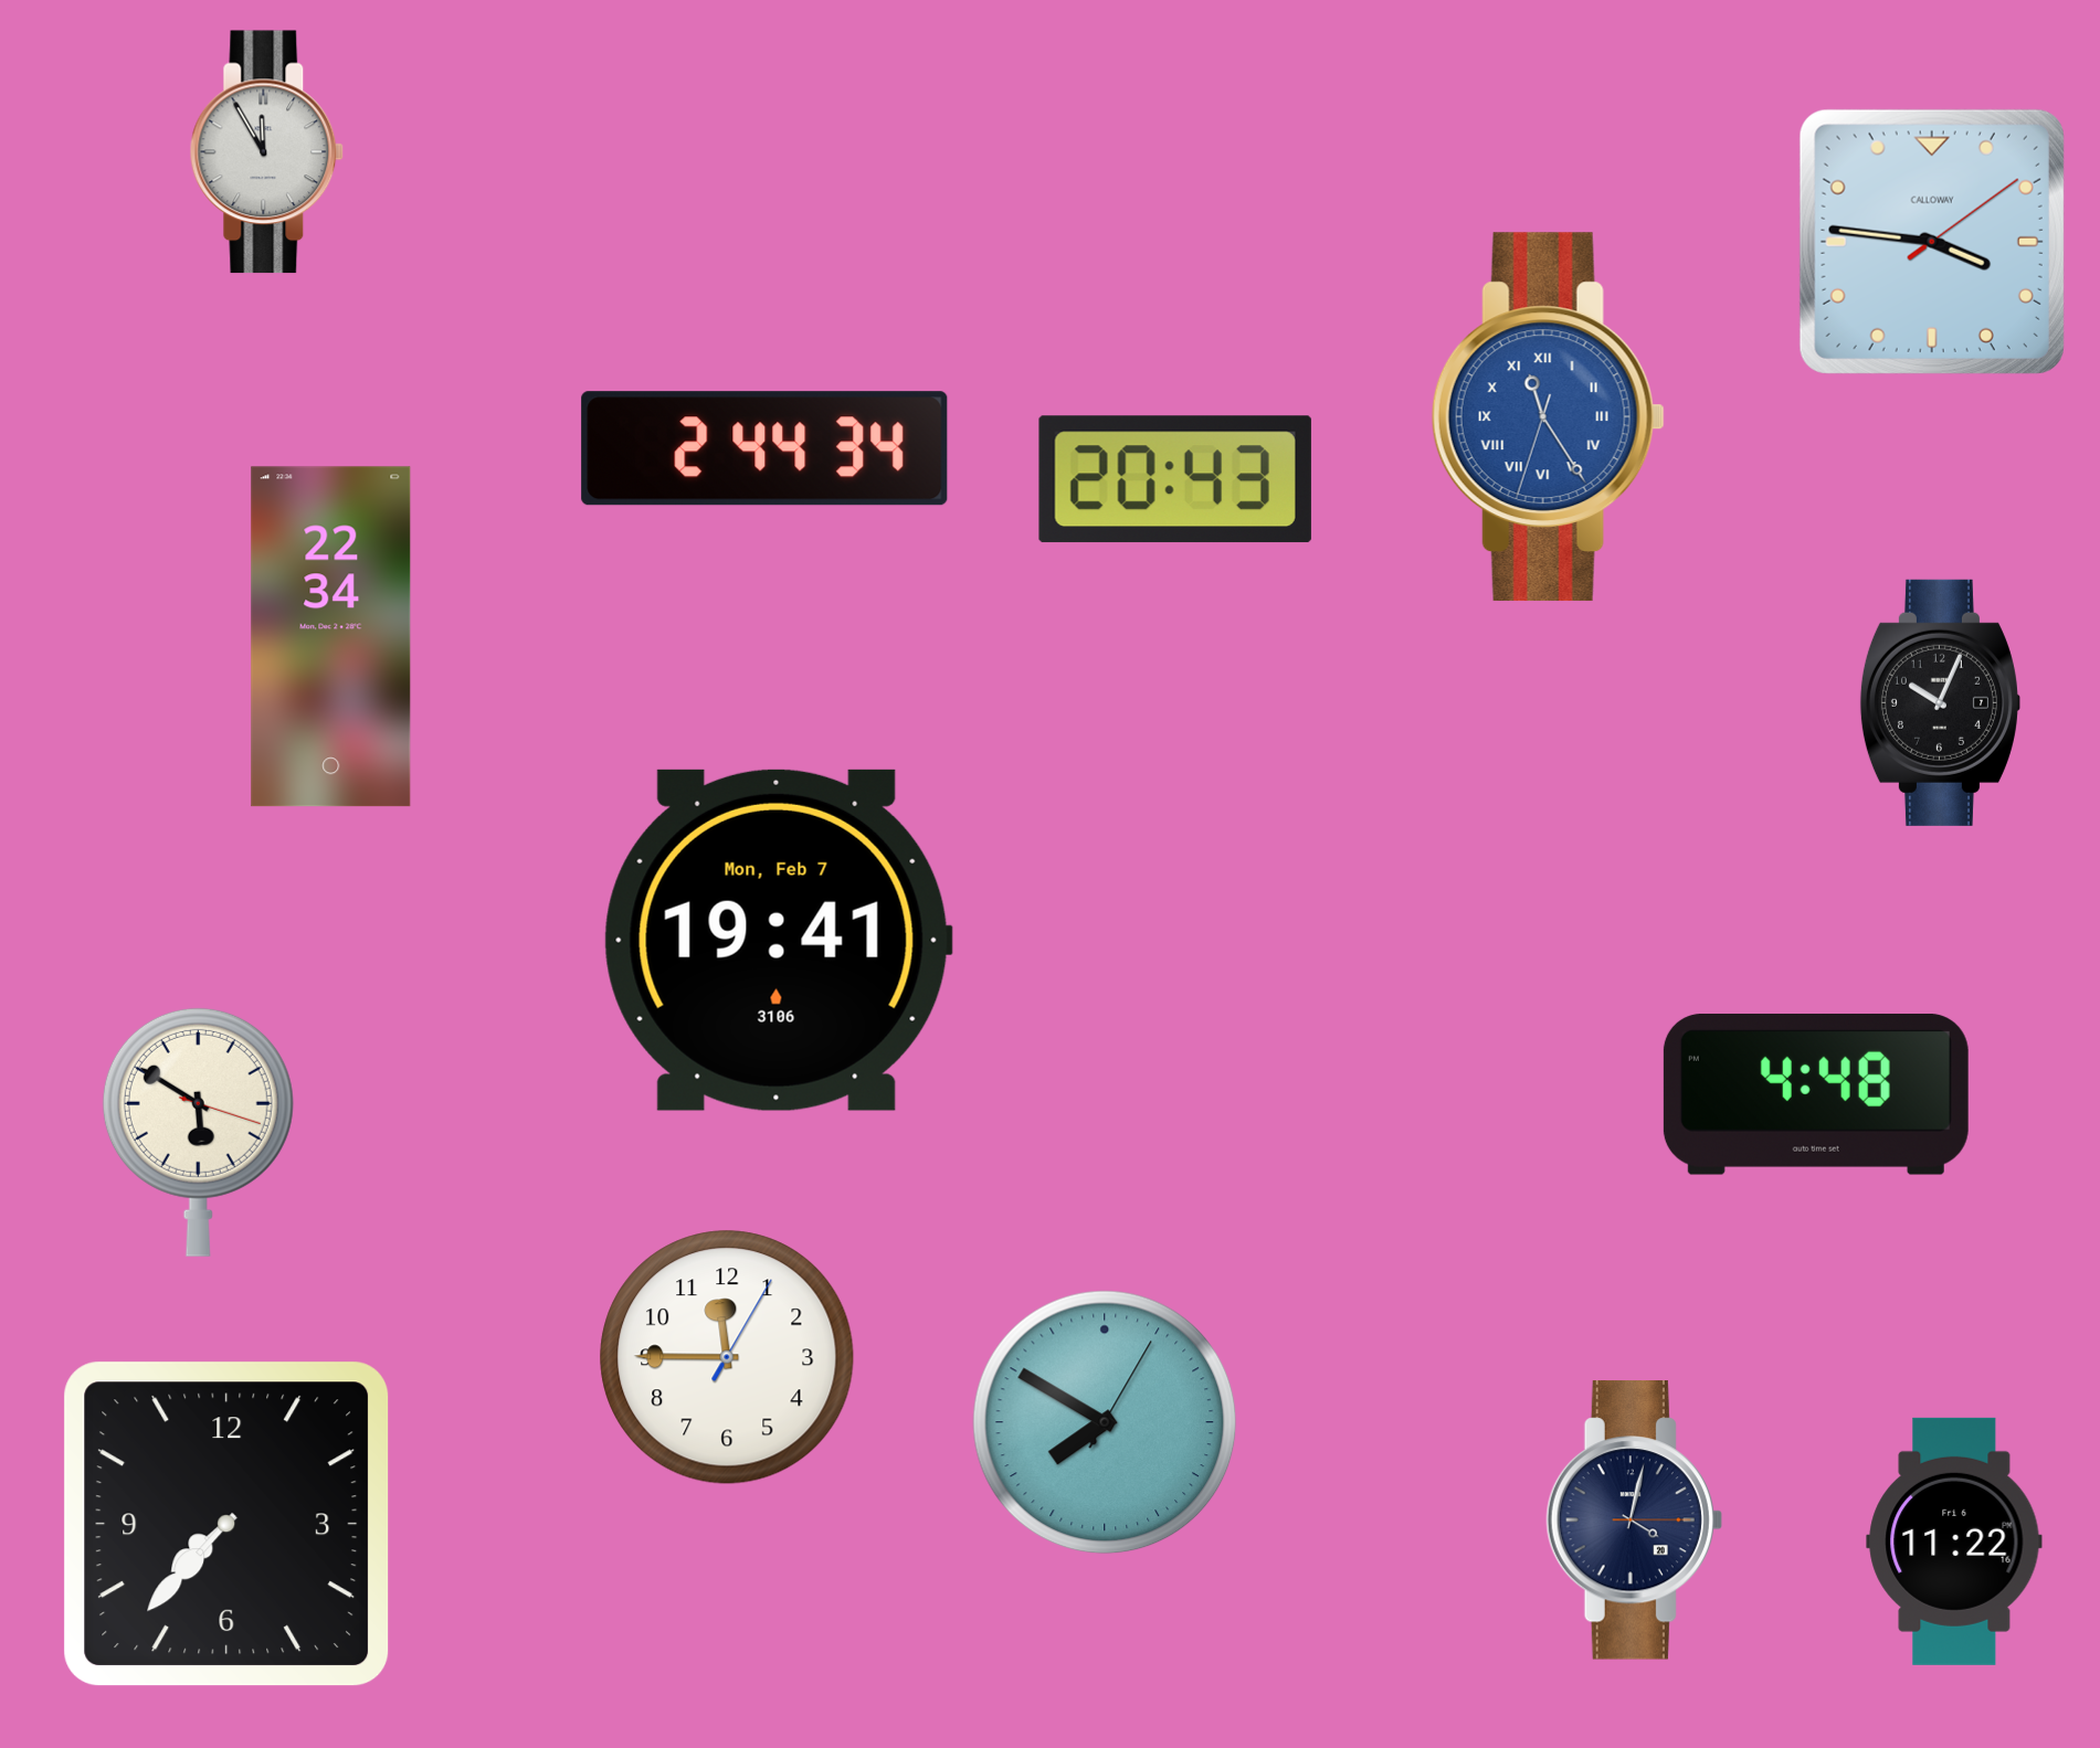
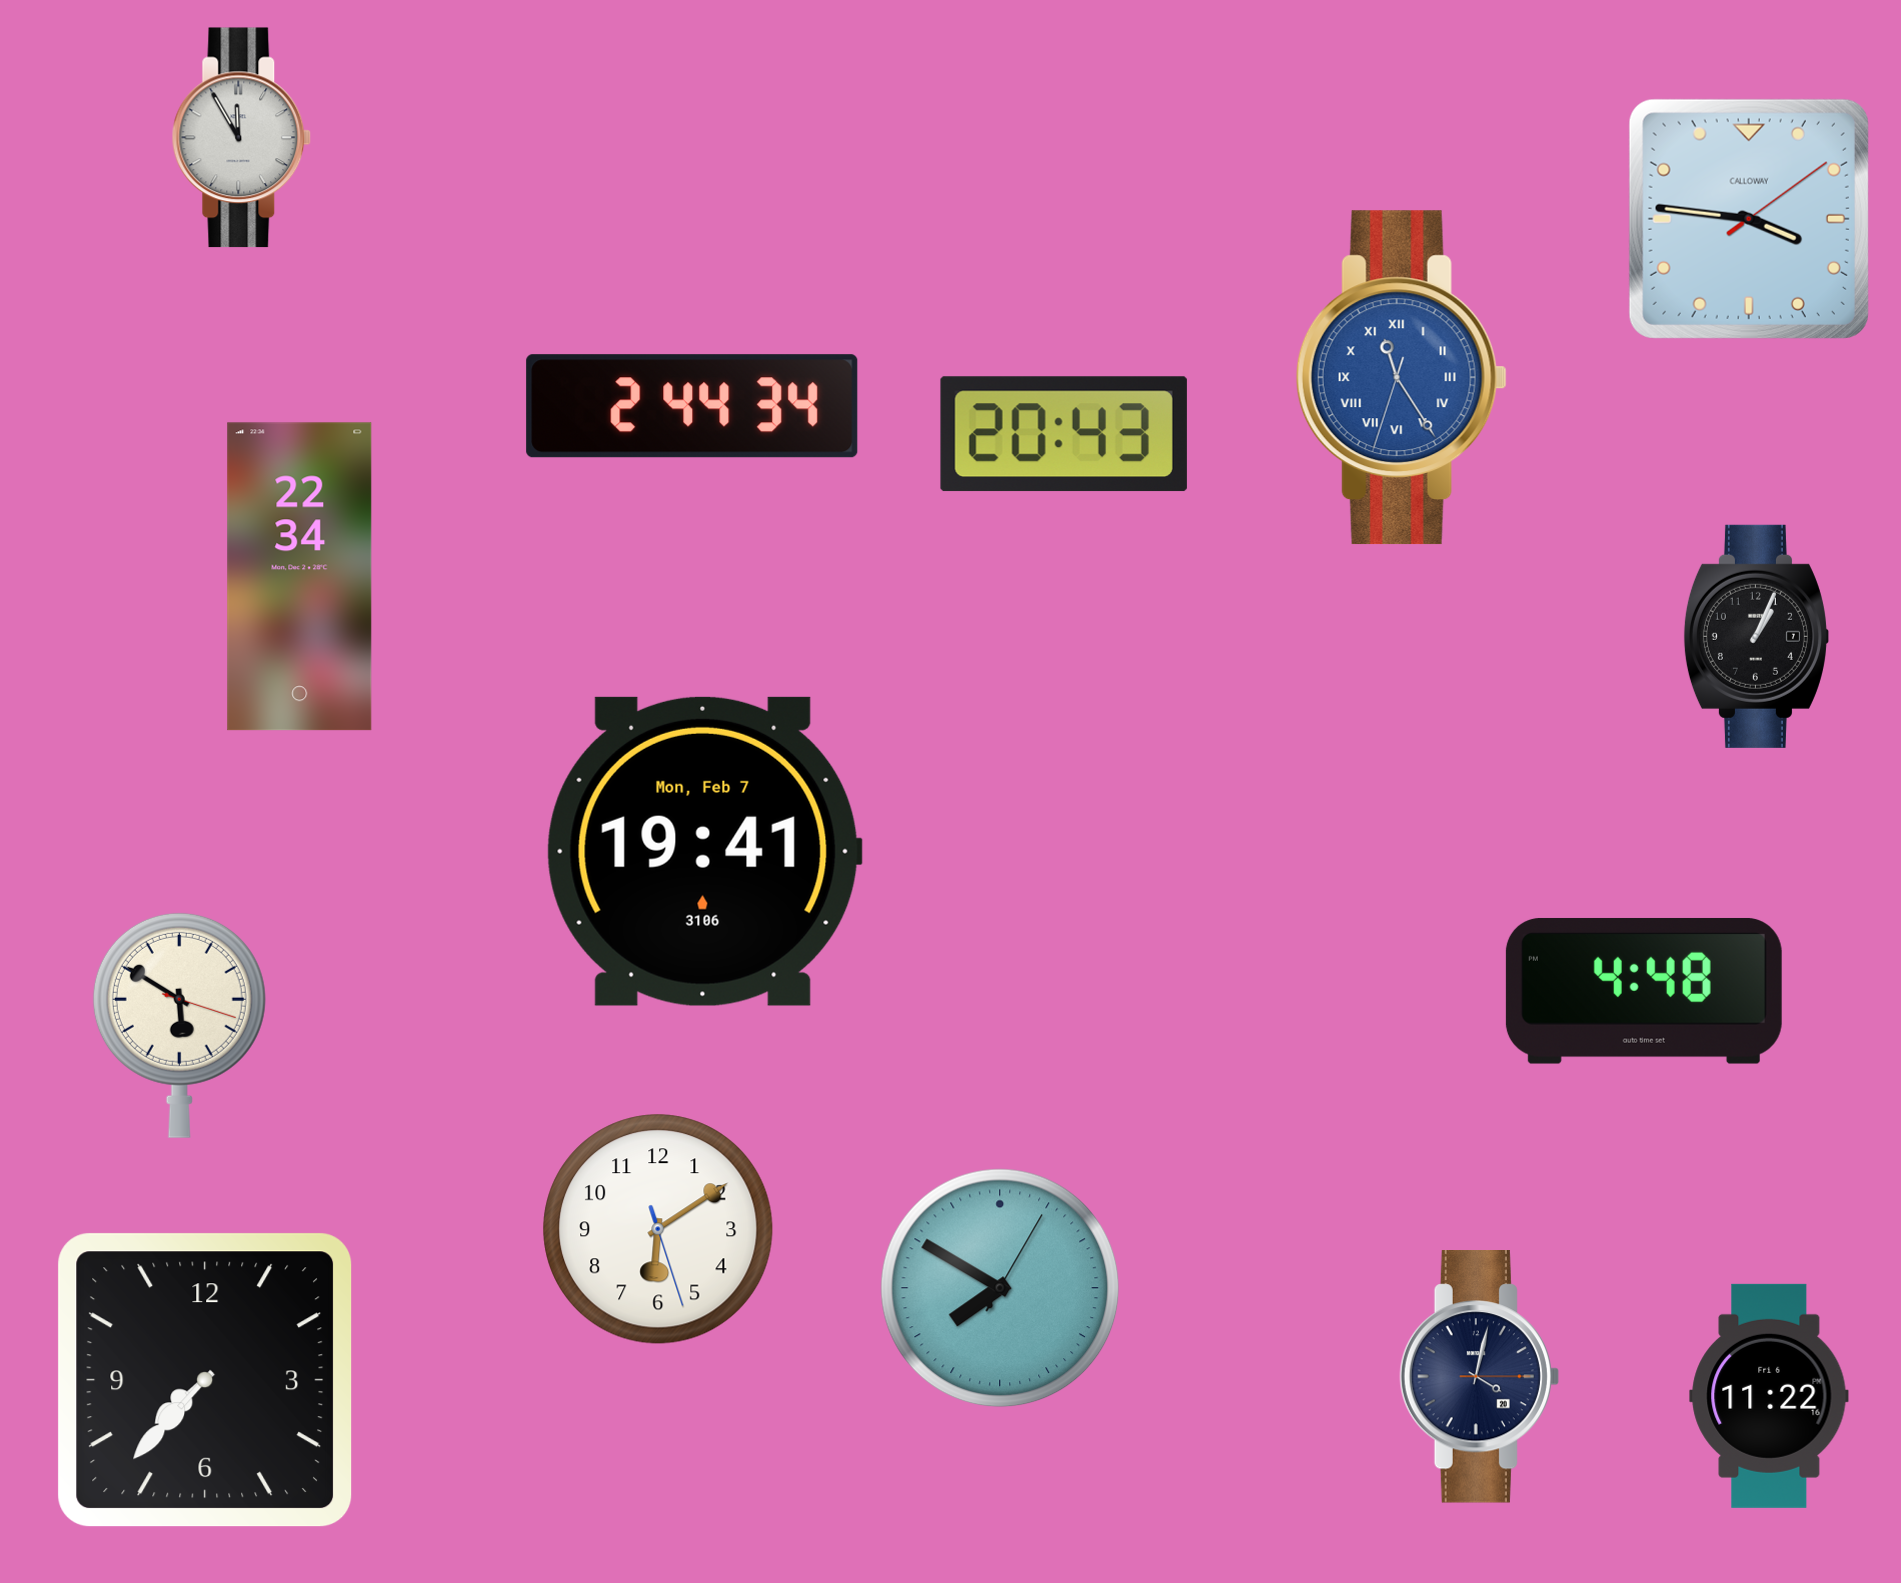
clock at (1940, 702): 10:04 -> 1:04
clock at (727, 1357): 11:45 -> 6:09
